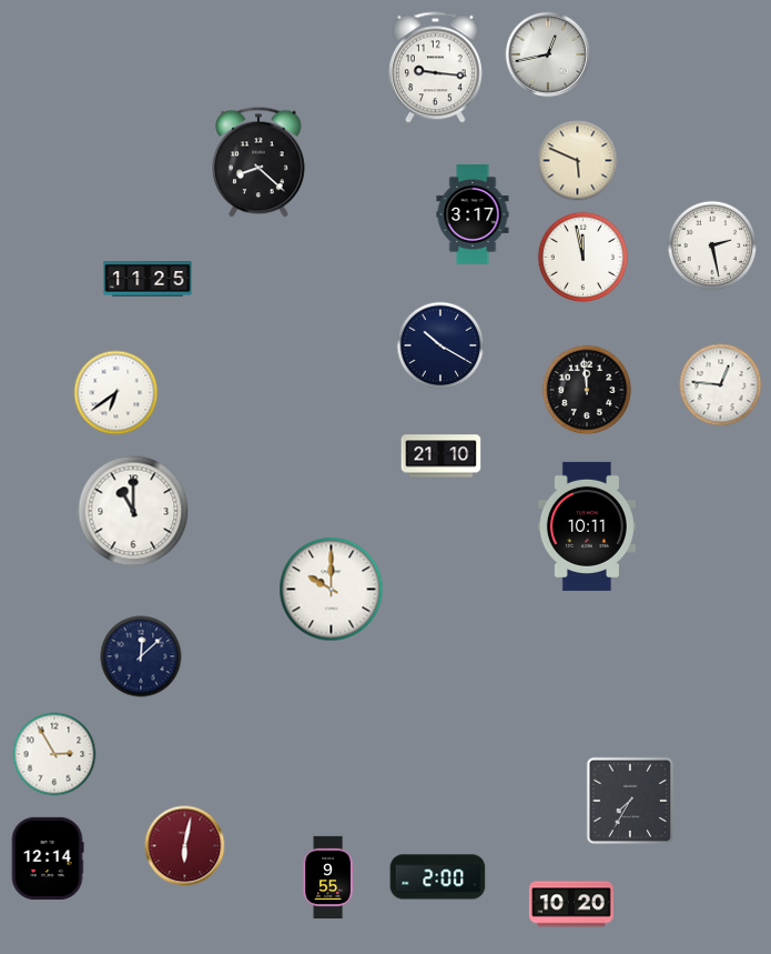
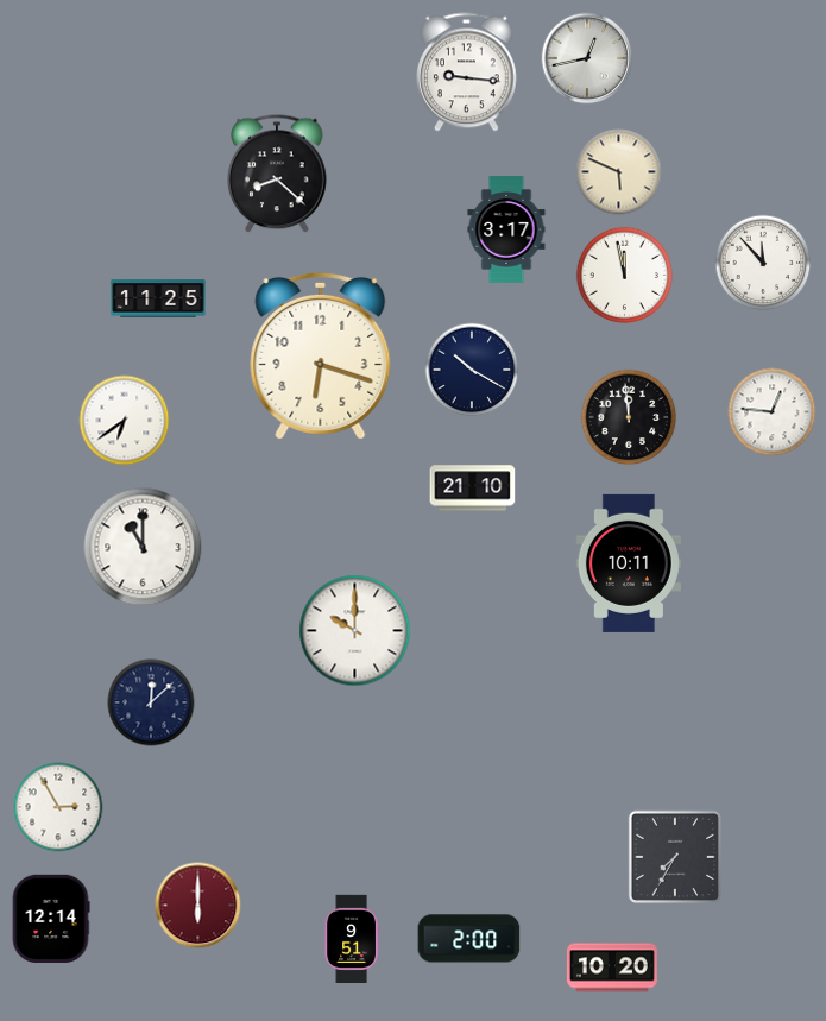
clock at (712, 245): 2:28 -> 11:53
clock at (321, 355): none -> 6:18
clock at (185, 846): 6:02 -> 6:00
clock at (328, 876): 9:55 -> 9:51
